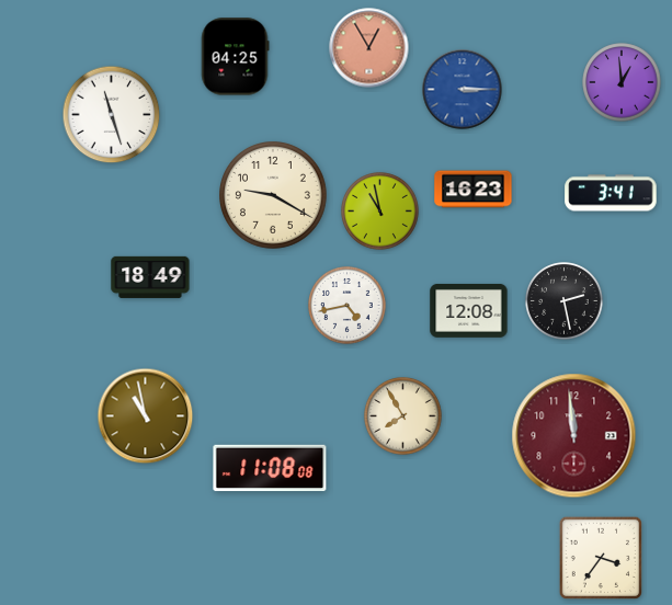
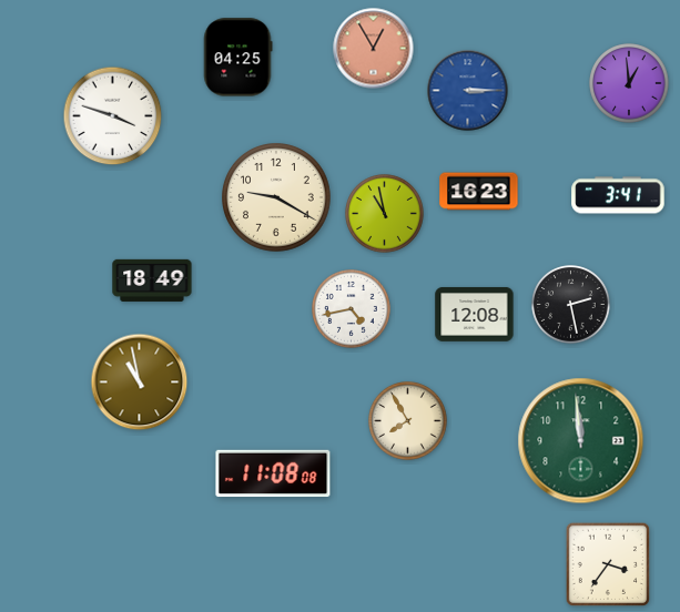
clock at (112, 115): 11:27 -> 3:48
clock at (146, 416) position: (146, 416) -> (140, 382)
clock at (574, 436) dial: burgundy -> green
